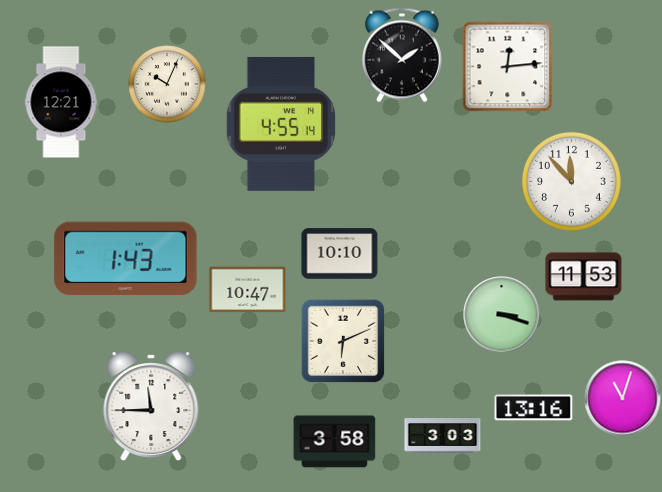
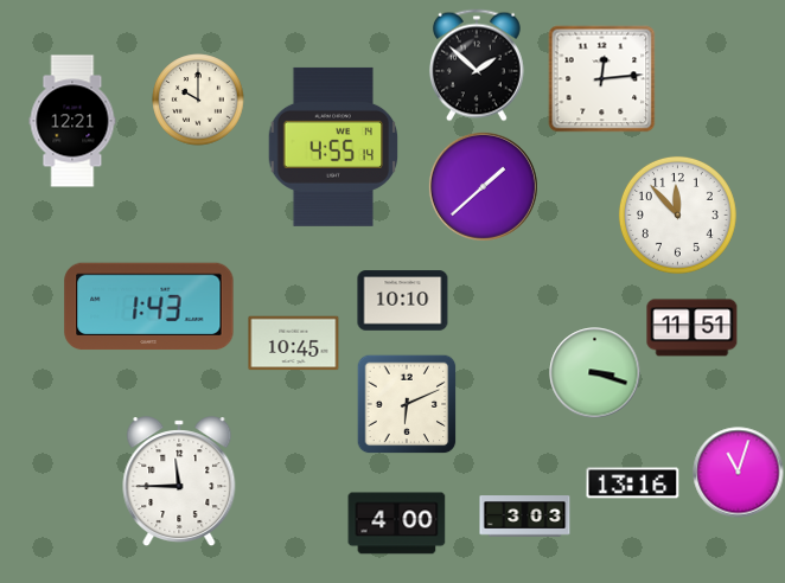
clock at (167, 84): 10:04 -> 10:00
clock at (483, 186): none -> 1:38
clock at (584, 277): 11:53 -> 11:51
clock at (248, 290): 10:47 -> 10:45
clock at (335, 442): 3:58 -> 4:00
